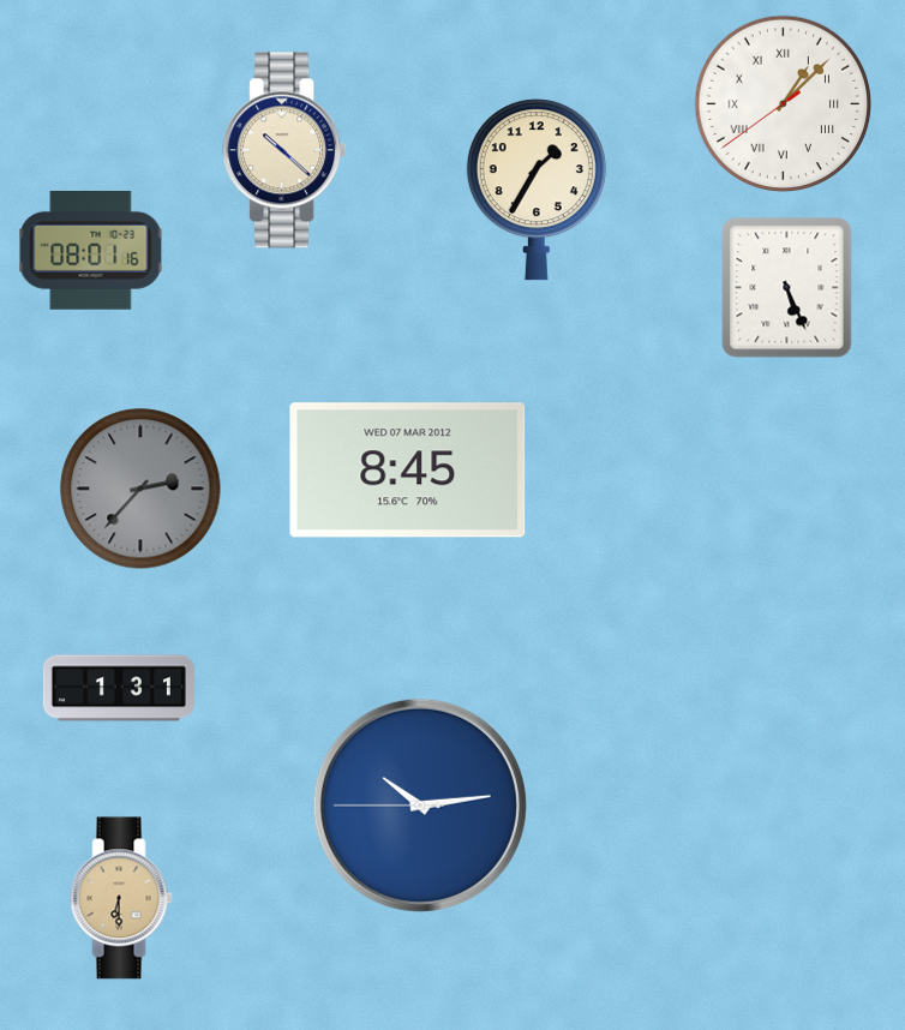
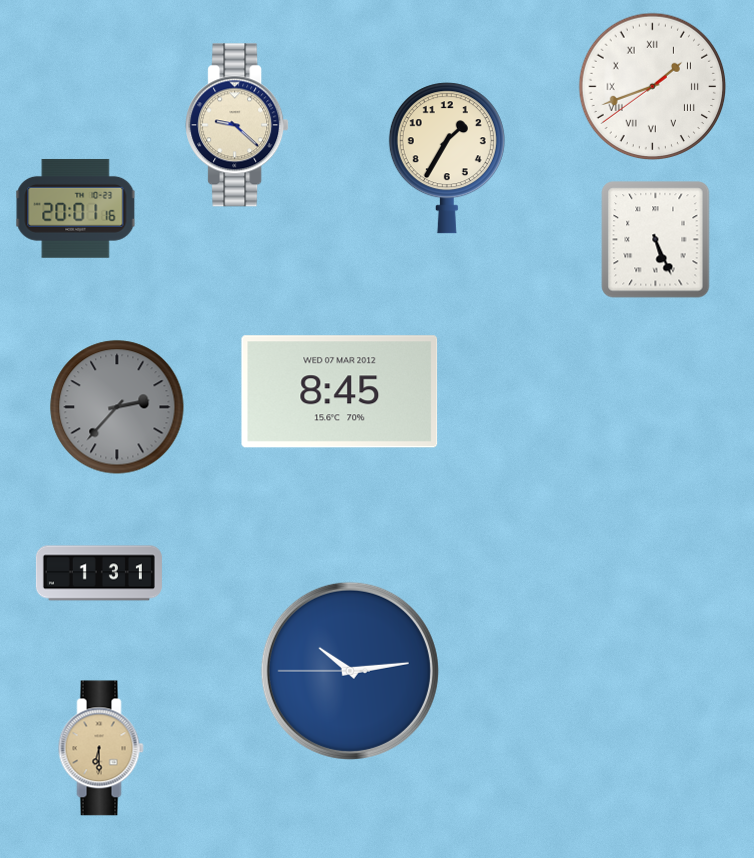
clock at (784, 104): 1:07 -> 1:41
clock at (284, 150): 10:22 -> 9:22
clock at (91, 250): 08:01 -> 20:01
